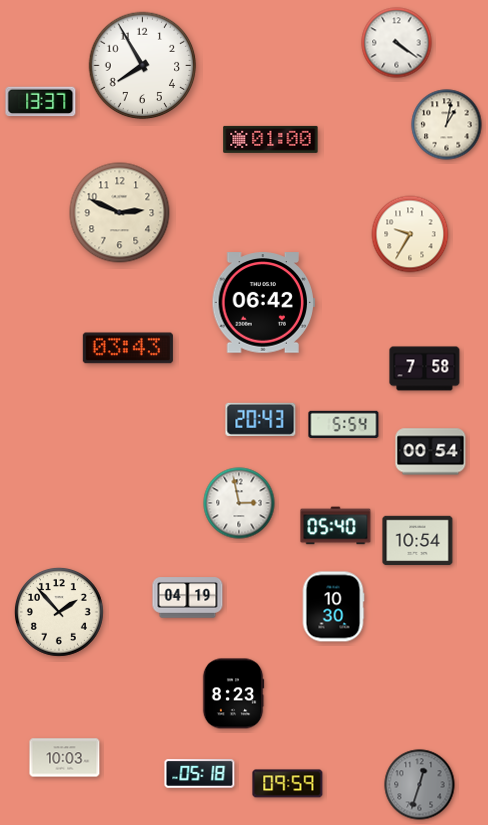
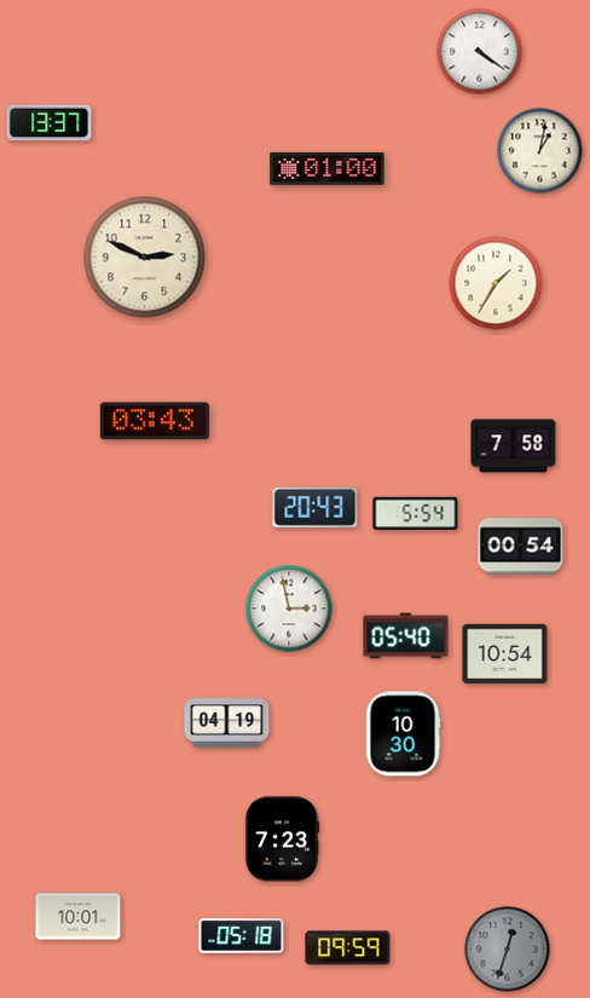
clock at (143, 66): 7:55 -> none
clock at (410, 234): 9:35 -> 1:35
clock at (263, 303): 06:42 -> none
clock at (59, 612): 1:53 -> none
clock at (233, 694): 8:23 -> 7:23
clock at (65, 758): 10:03 -> 10:01
